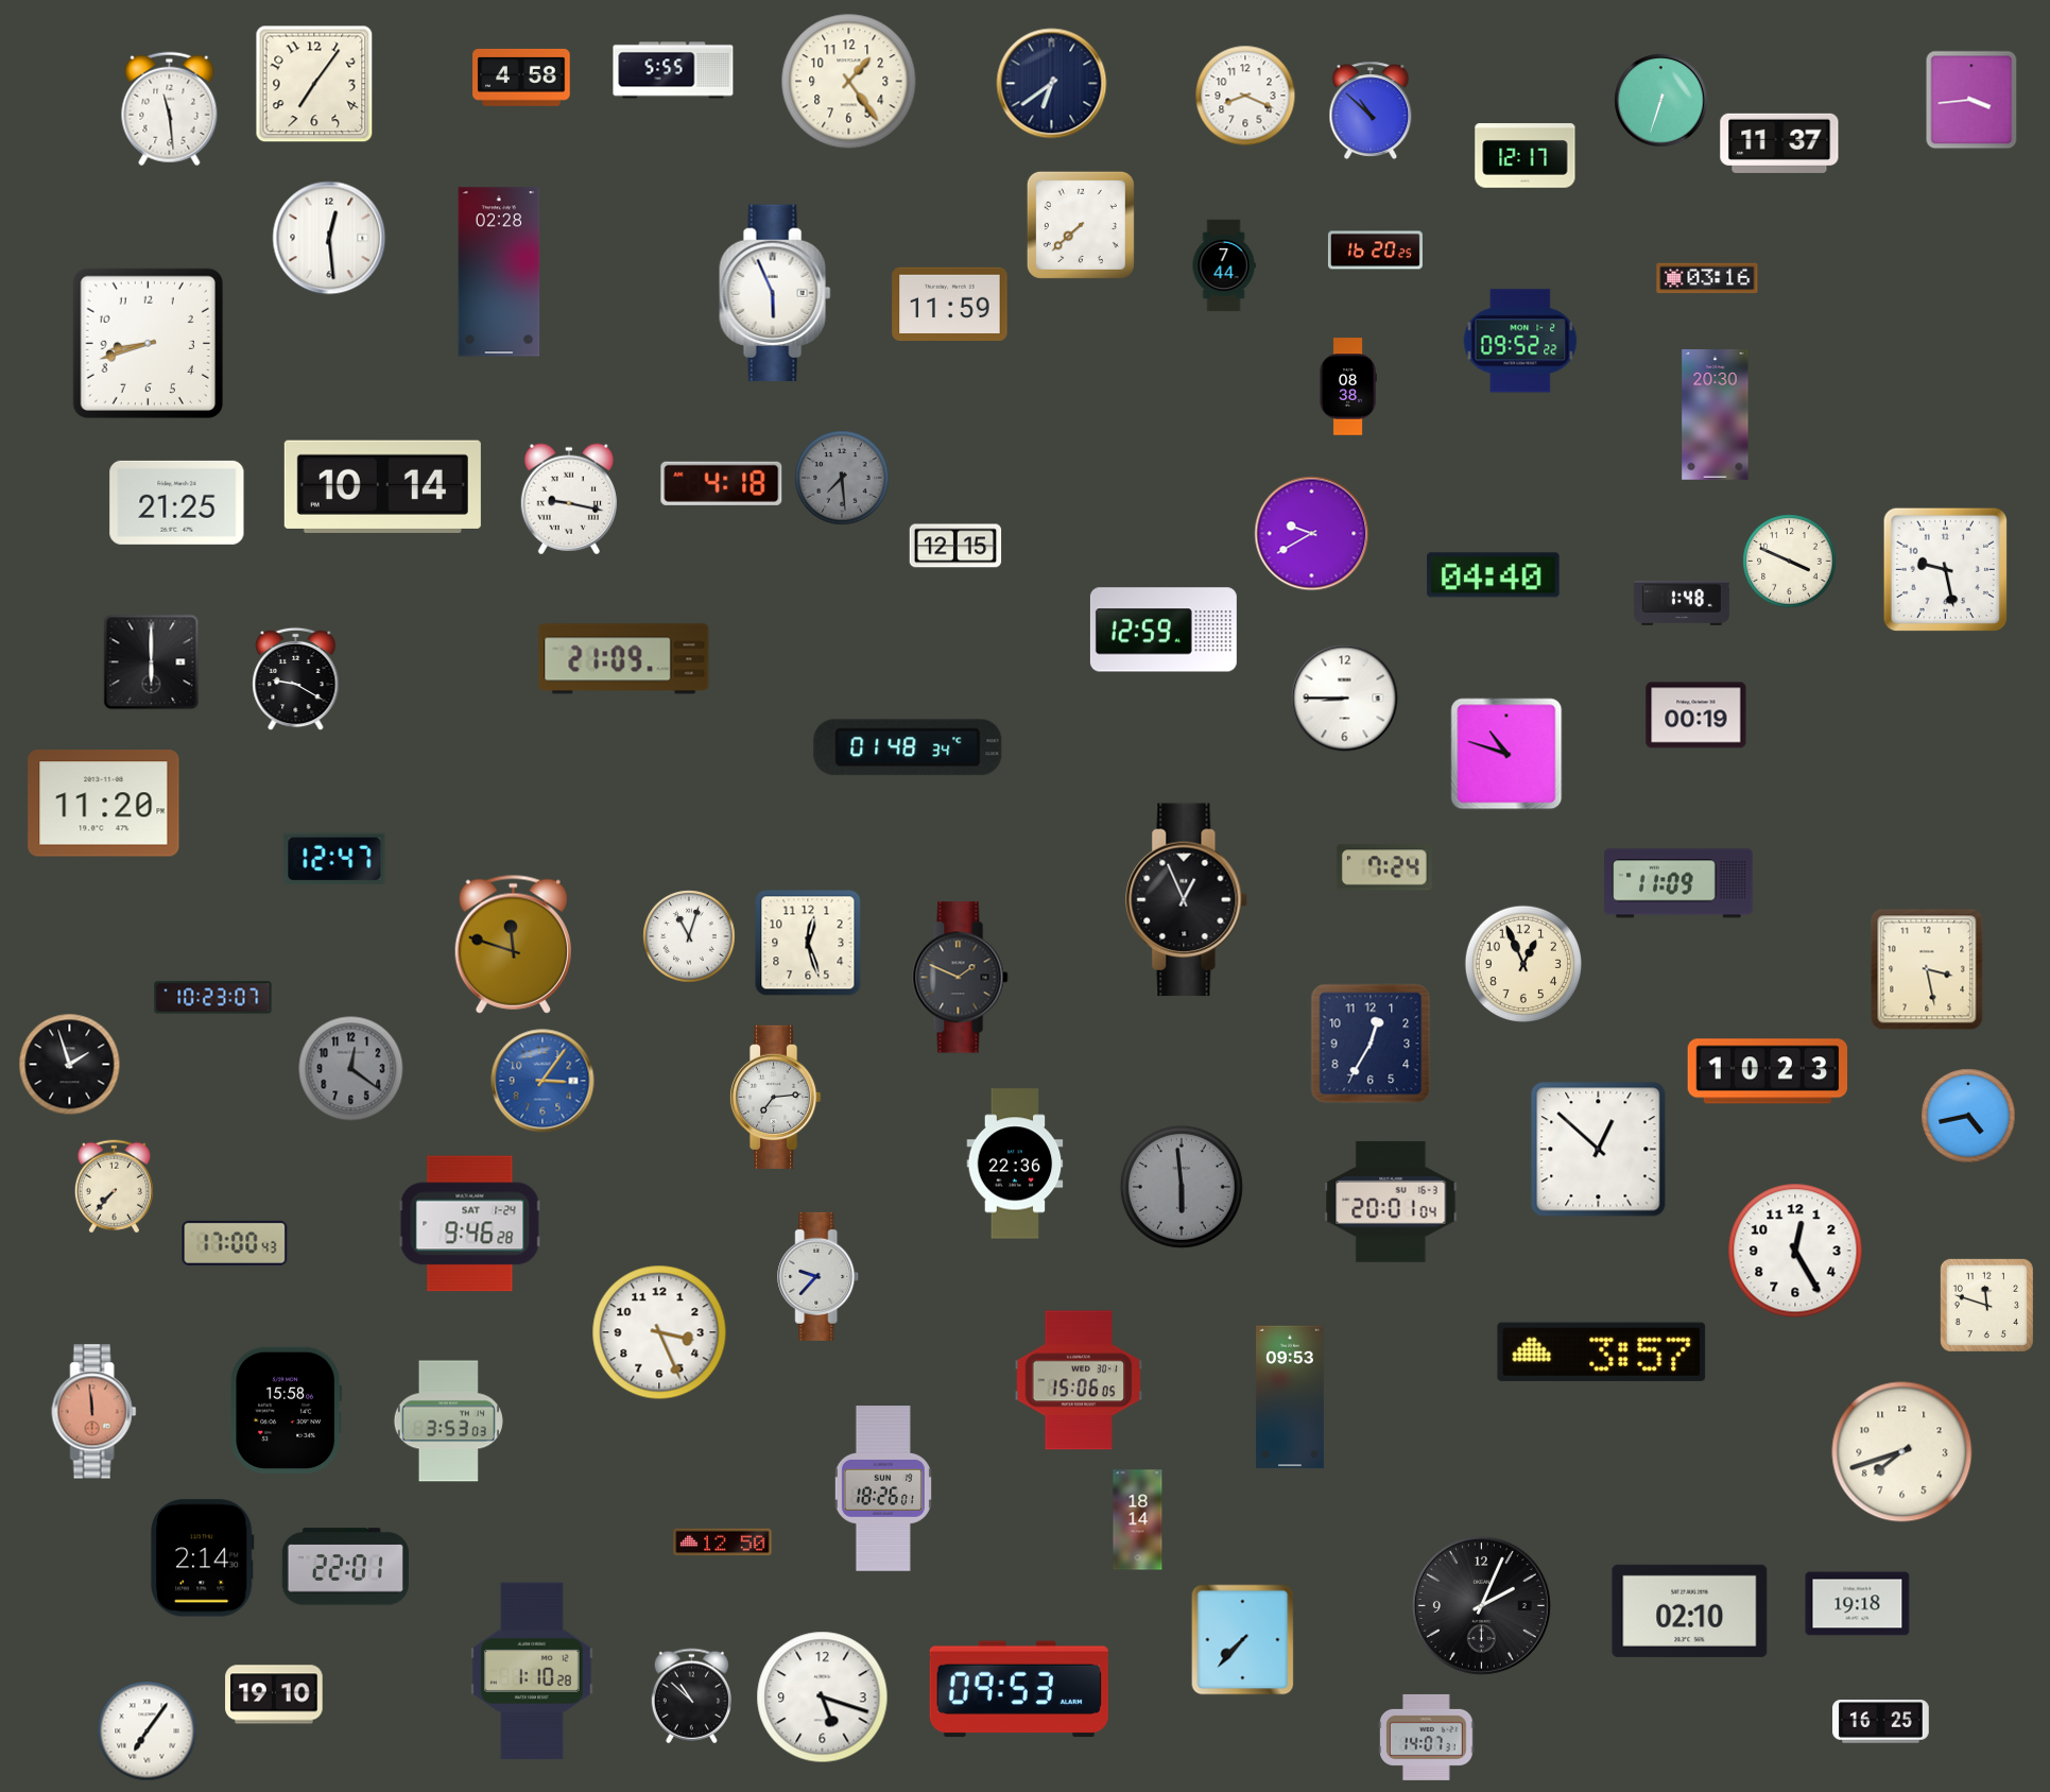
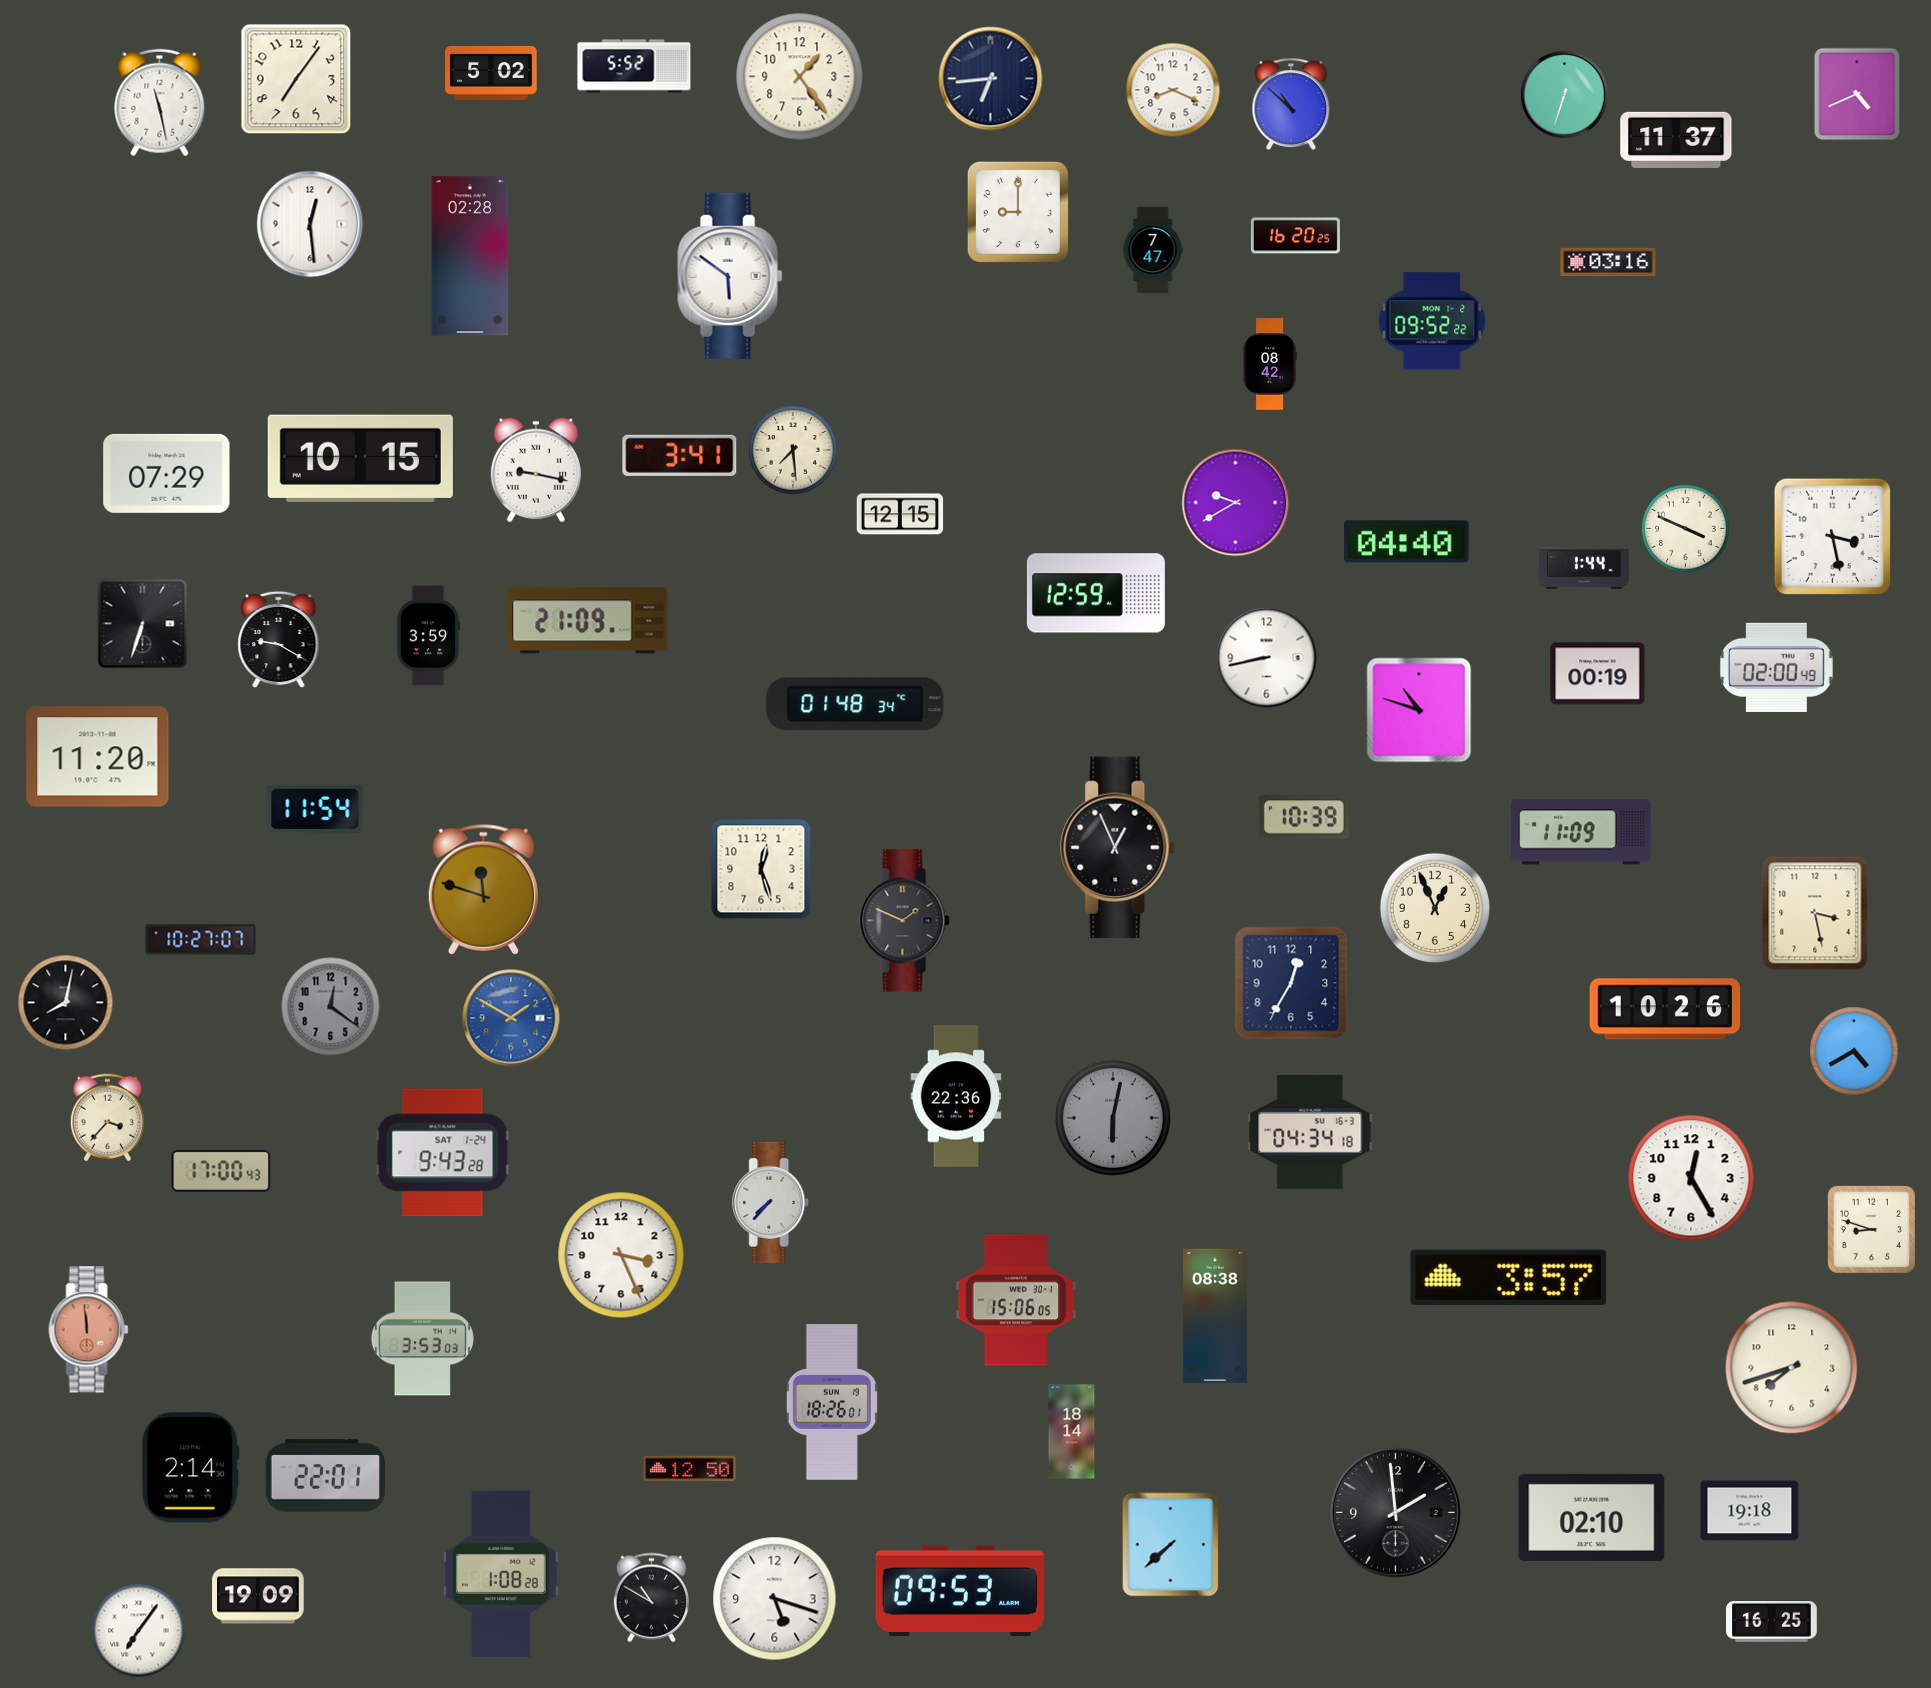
clock at (673, 70): 5:55 -> 5:52
clock at (521, 77): 4:58 -> 5:02
clock at (1052, 84): 6:39 -> 6:44
clock at (1971, 100): 3:44 -> 4:41
clock at (170, 109): 11:29 -> 11:28
clock at (1779, 143) position: (1779, 143) -> (1676, 140)
clock at (1526, 156): 12:17 -> none
clock at (1081, 225): 7:38 -> 9:00
clock at (1224, 265): 7:44 -> 7:47
clock at (775, 293): 5:56 -> 5:51
clock at (950, 305): 11:59 -> none
clock at (148, 343): 8:42 -> none
clock at (1348, 386): 08:38 -> 08:42
clock at (1716, 415): 20:30 -> none
clock at (842, 478) dial: grey -> cream
clock at (722, 483): 4:18 -> 3:41
clock at (382, 486): 10:14 -> 10:15
clock at (177, 502): 21:25 -> 07:29
clock at (1945, 569): 9:28 -> 3:28
clock at (1682, 603): 1:48 -> 1:44
clock at (152, 662): 6:00 -> 6:33
clock at (428, 636): none -> 3:59
clock at (1345, 699): 8:45 -> 8:43
clock at (1776, 667): none -> 02:00
clock at (334, 859): 12:47 -> 11:54
clock at (1384, 867): 7:24 -> 10:39
clock at (689, 936): 11:03 -> none
clock at (808, 943) position: (808, 943) -> (761, 869)
clock at (213, 998): 10:23 -> 10:27
clock at (70, 1065): 1:57 -> 8:02
clock at (1768, 1071): 10:23 -> 10:26
clock at (542, 1081): 3:06 -> 1:50
clock at (775, 1097): 7:14 -> none
clock at (1968, 1116): 4:43 -> 4:40
clock at (1599, 1150): 12:52 -> none
clock at (114, 1187): 7:37 -> 3:37
clock at (1182, 1187): 5:59 -> 6:02
clock at (1391, 1202): 20:01 -> 04:34
clock at (470, 1224): 9:46 -> 9:43
clock at (819, 1276): 9:37 -> 7:37
clock at (1986, 1305): 11:48 -> 8:48
clock at (1602, 1351) position: (1602, 1351) -> (1509, 1277)
clock at (1290, 1397): 09:53 -> 08:38
clock at (287, 1410): 15:58 -> none
clock at (723, 1543) position: (723, 1543) -> (690, 1469)
clock at (1481, 1605): 2:04 -> 1:59
clock at (1243, 1640): 7:37 -> 7:38
clock at (533, 1671): 1:10 -> 1:08
clock at (274, 1694): 19:10 -> 19:09
clock at (691, 1696): 10:52 -> 10:50
clock at (1427, 1737): 14:07 -> none
